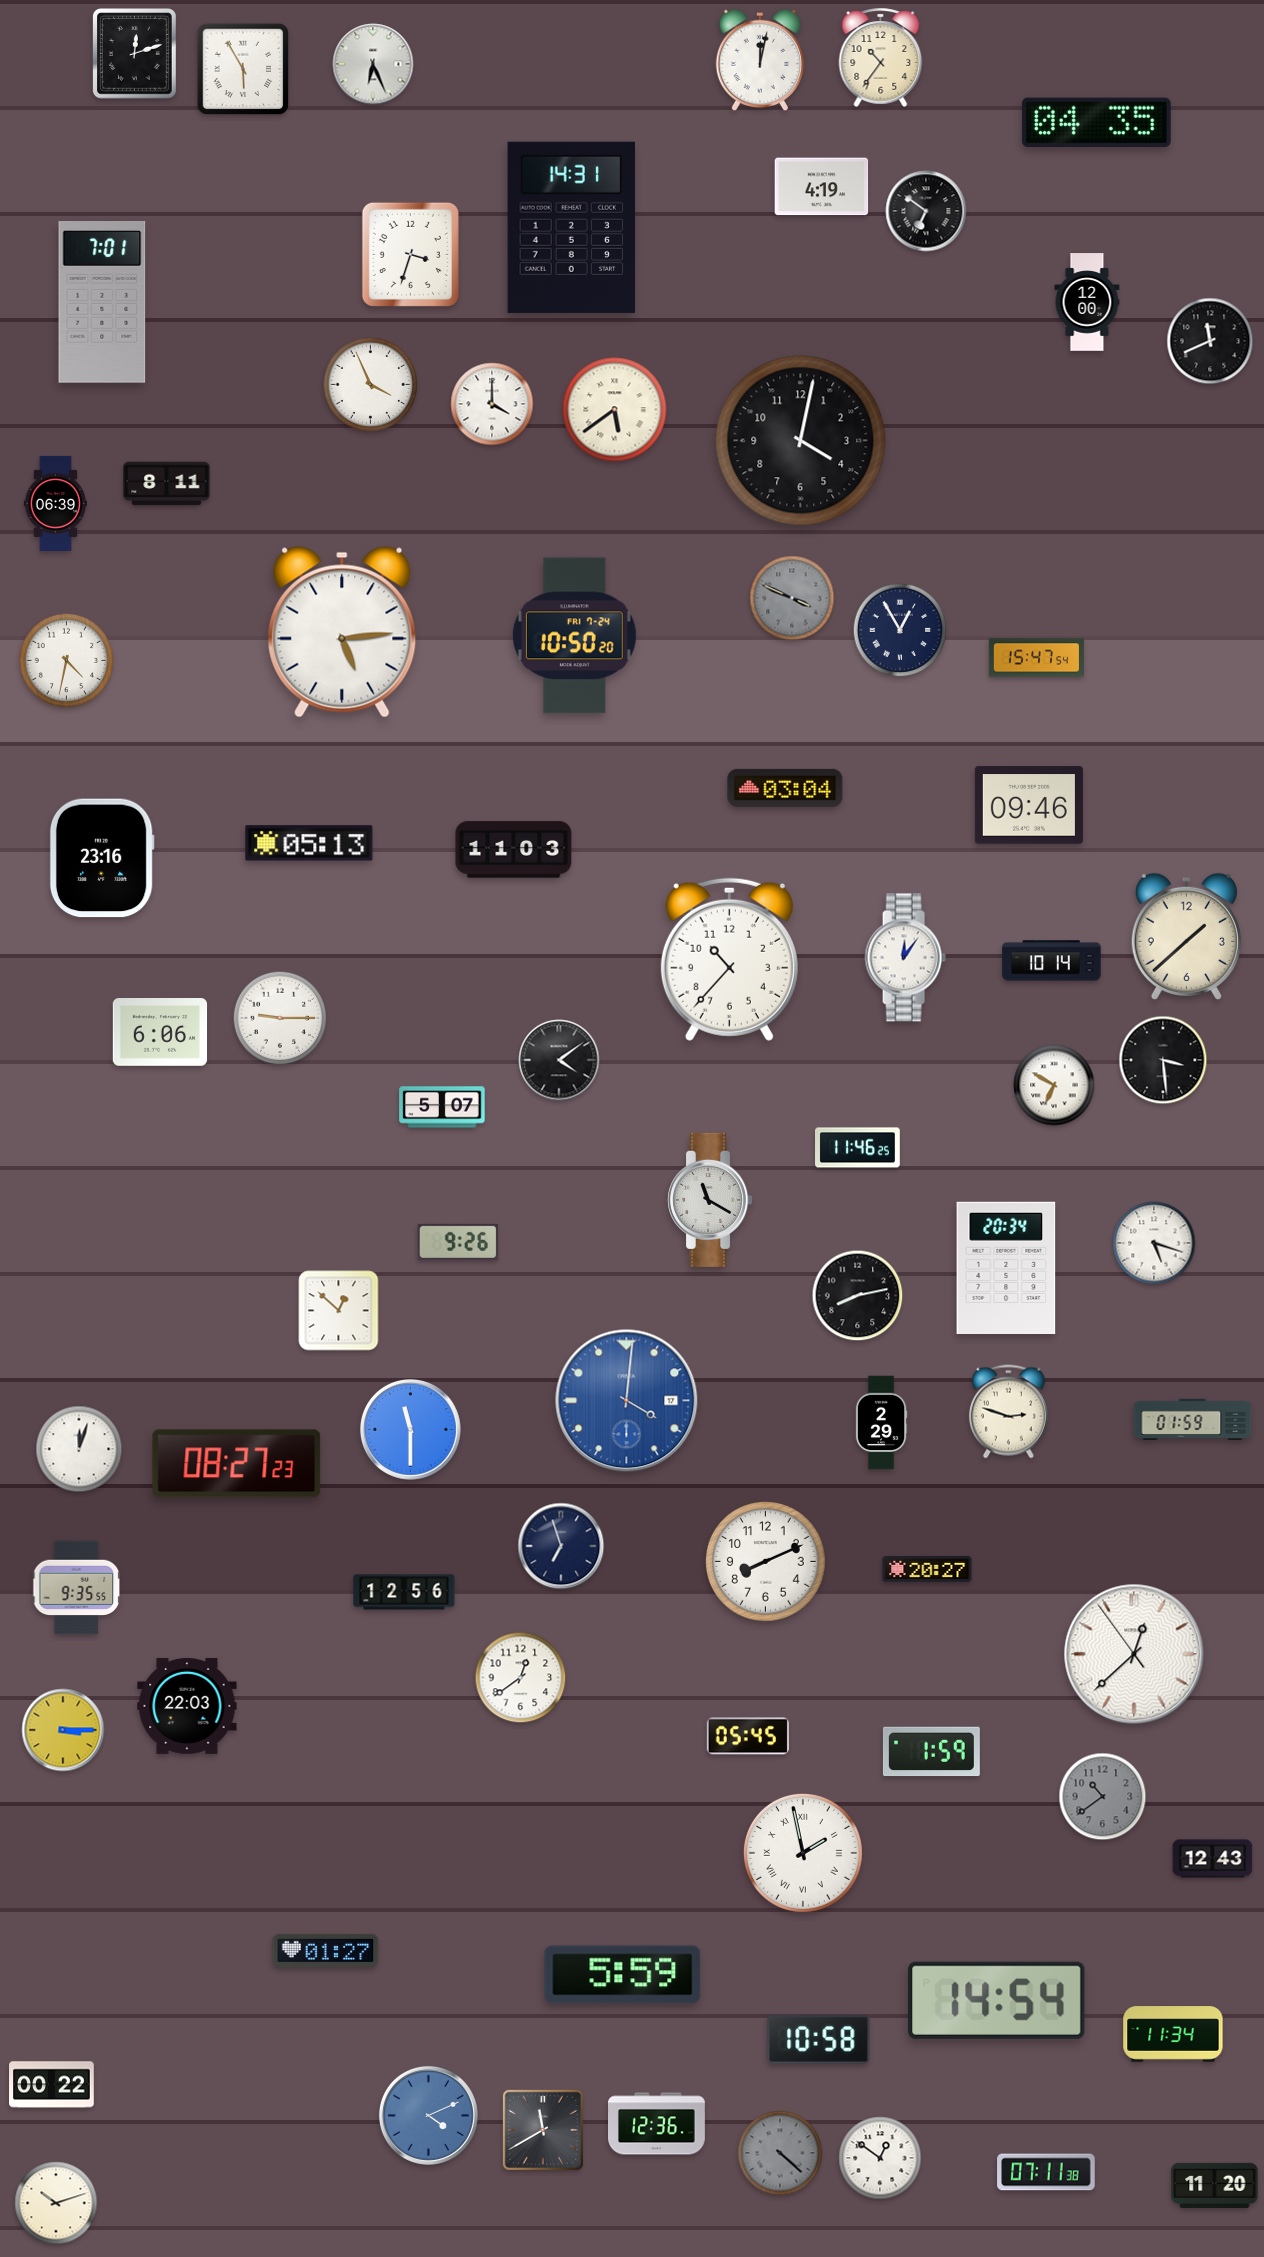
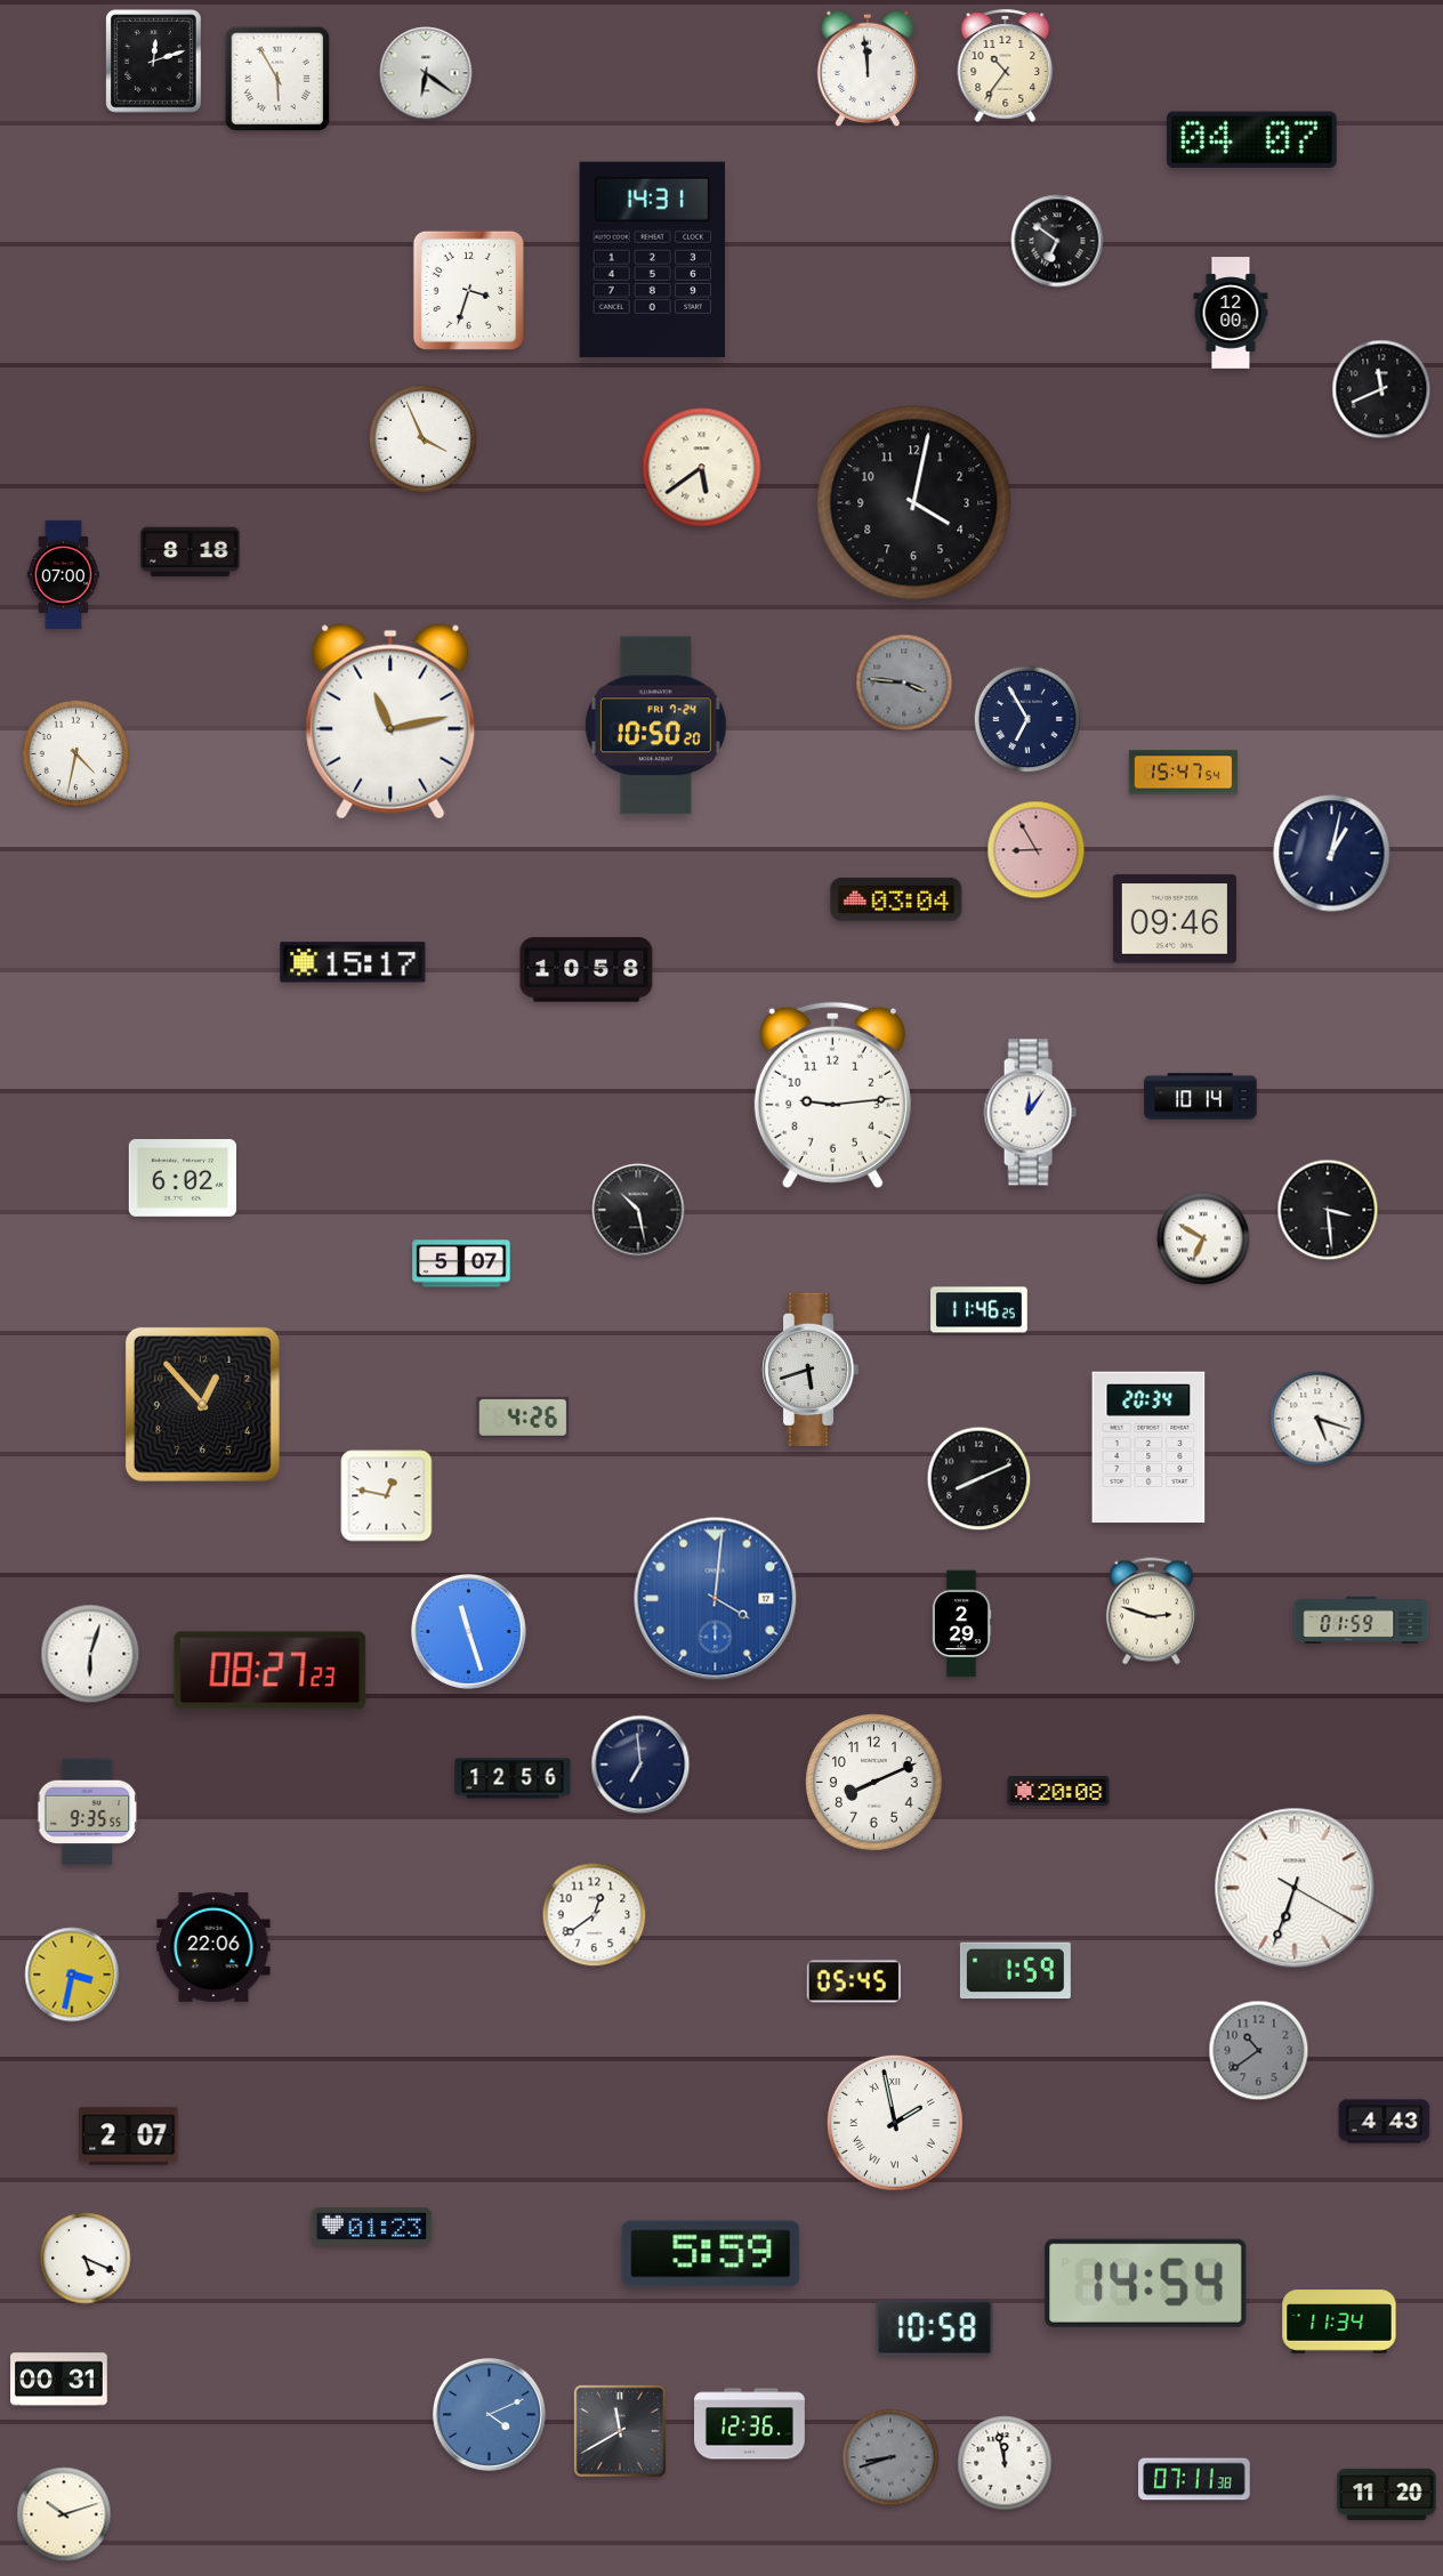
clock at (760, 60): 12:02 -> 11:59
clock at (373, 64): 6:26 -> 6:21
clock at (1096, 123): 04:35 -> 04:07
clock at (822, 187): 4:19 -> none
clock at (1087, 302) position: (1087, 302) -> (1231, 313)
clock at (102, 303): 7:01 -> none
clock at (492, 404): 4:00 -> none
clock at (167, 484): 8:11 -> 8:18
clock at (55, 503): 06:39 -> 07:00
clock at (792, 598): 3:49 -> 3:46
clock at (900, 630): 12:55 -> 6:55
clock at (342, 632): 5:14 -> 11:13
clock at (1036, 658) position: (1036, 658) -> (1183, 773)
clock at (1037, 850): none -> 8:55
clock at (1332, 854): none -> 1:02
clock at (309, 843): 05:13 -> 15:17
clock at (514, 850): 11:03 -> 10:58
clock at (102, 858): 23:16 -> none
clock at (1186, 936): 1:38 -> none
clock at (905, 958) position: (905, 958) -> (1030, 1113)
clock at (729, 959): 10:37 -> 9:14
clock at (280, 1018): 9:15 -> none
clock at (160, 1033): 6:06 -> 6:02
clock at (559, 1060): 4:09 -> 10:28
clock at (442, 1107) position: (442, 1107) -> (461, 1263)
clock at (710, 1200): 11:20 -> 5:42
clock at (202, 1404): none -> 12:53
clock at (458, 1242): 9:26 -> 4:26
clock at (858, 1296): 8:13 -> 8:11
clock at (339, 1311): 12:52 -> 12:47
clock at (881, 1423) position: (881, 1423) -> (961, 1624)
clock at (411, 1430): 11:30 -> 11:27
clock at (79, 1449): 12:03 -> 6:03
clock at (561, 1546): 6:57 -> 6:59
clock at (927, 1569): 20:27 -> 20:08
clock at (404, 1592) position: (404, 1592) -> (513, 1778)
clock at (1134, 1654): 12:37 -> 6:33
clock at (187, 1706): 22:03 -> 22:06
clock at (63, 1730): 3:15 -> 3:32
clock at (931, 1752) position: (931, 1752) -> (1015, 1971)
clock at (803, 1853) position: (803, 1853) -> (895, 2123)
clock at (1213, 1859): 12:43 -> 4:43
clock at (129, 2137): none -> 2:07
clock at (326, 1950): 01:27 -> 01:23
clock at (86, 2259): none -> 5:19
clock at (997, 2000) position: (997, 2000) -> (1146, 2283)
clock at (52, 2085): 00:22 -> 00:31
clock at (780, 2153): 4:22 -> 8:42
clock at (880, 2158): 12:51 -> 11:58
